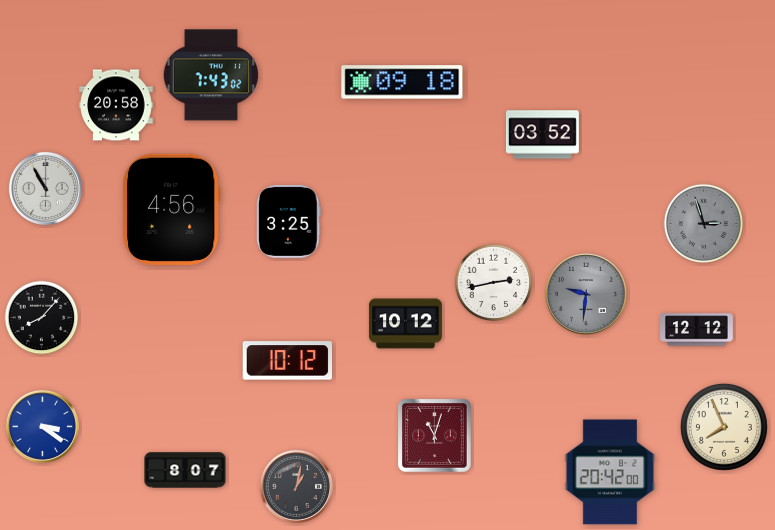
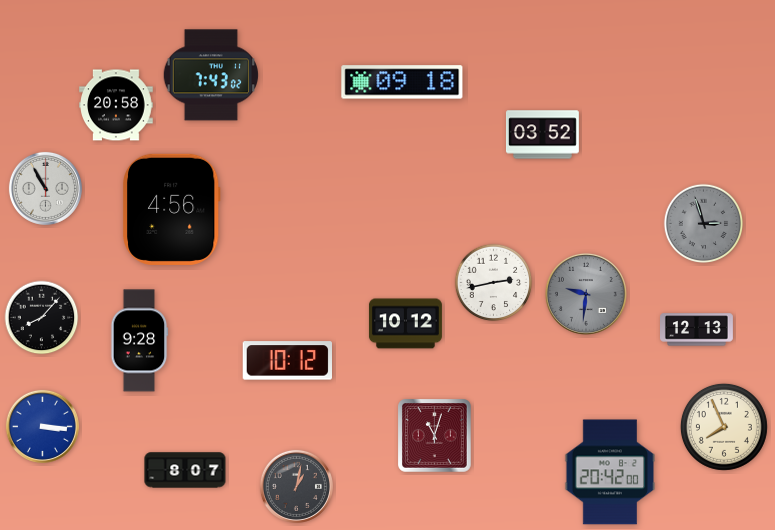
clock at (289, 221): 3:25 -> none
clock at (697, 330): 12:12 -> 12:13
clock at (139, 341): none -> 9:28
clock at (42, 426): 3:21 -> 3:16
